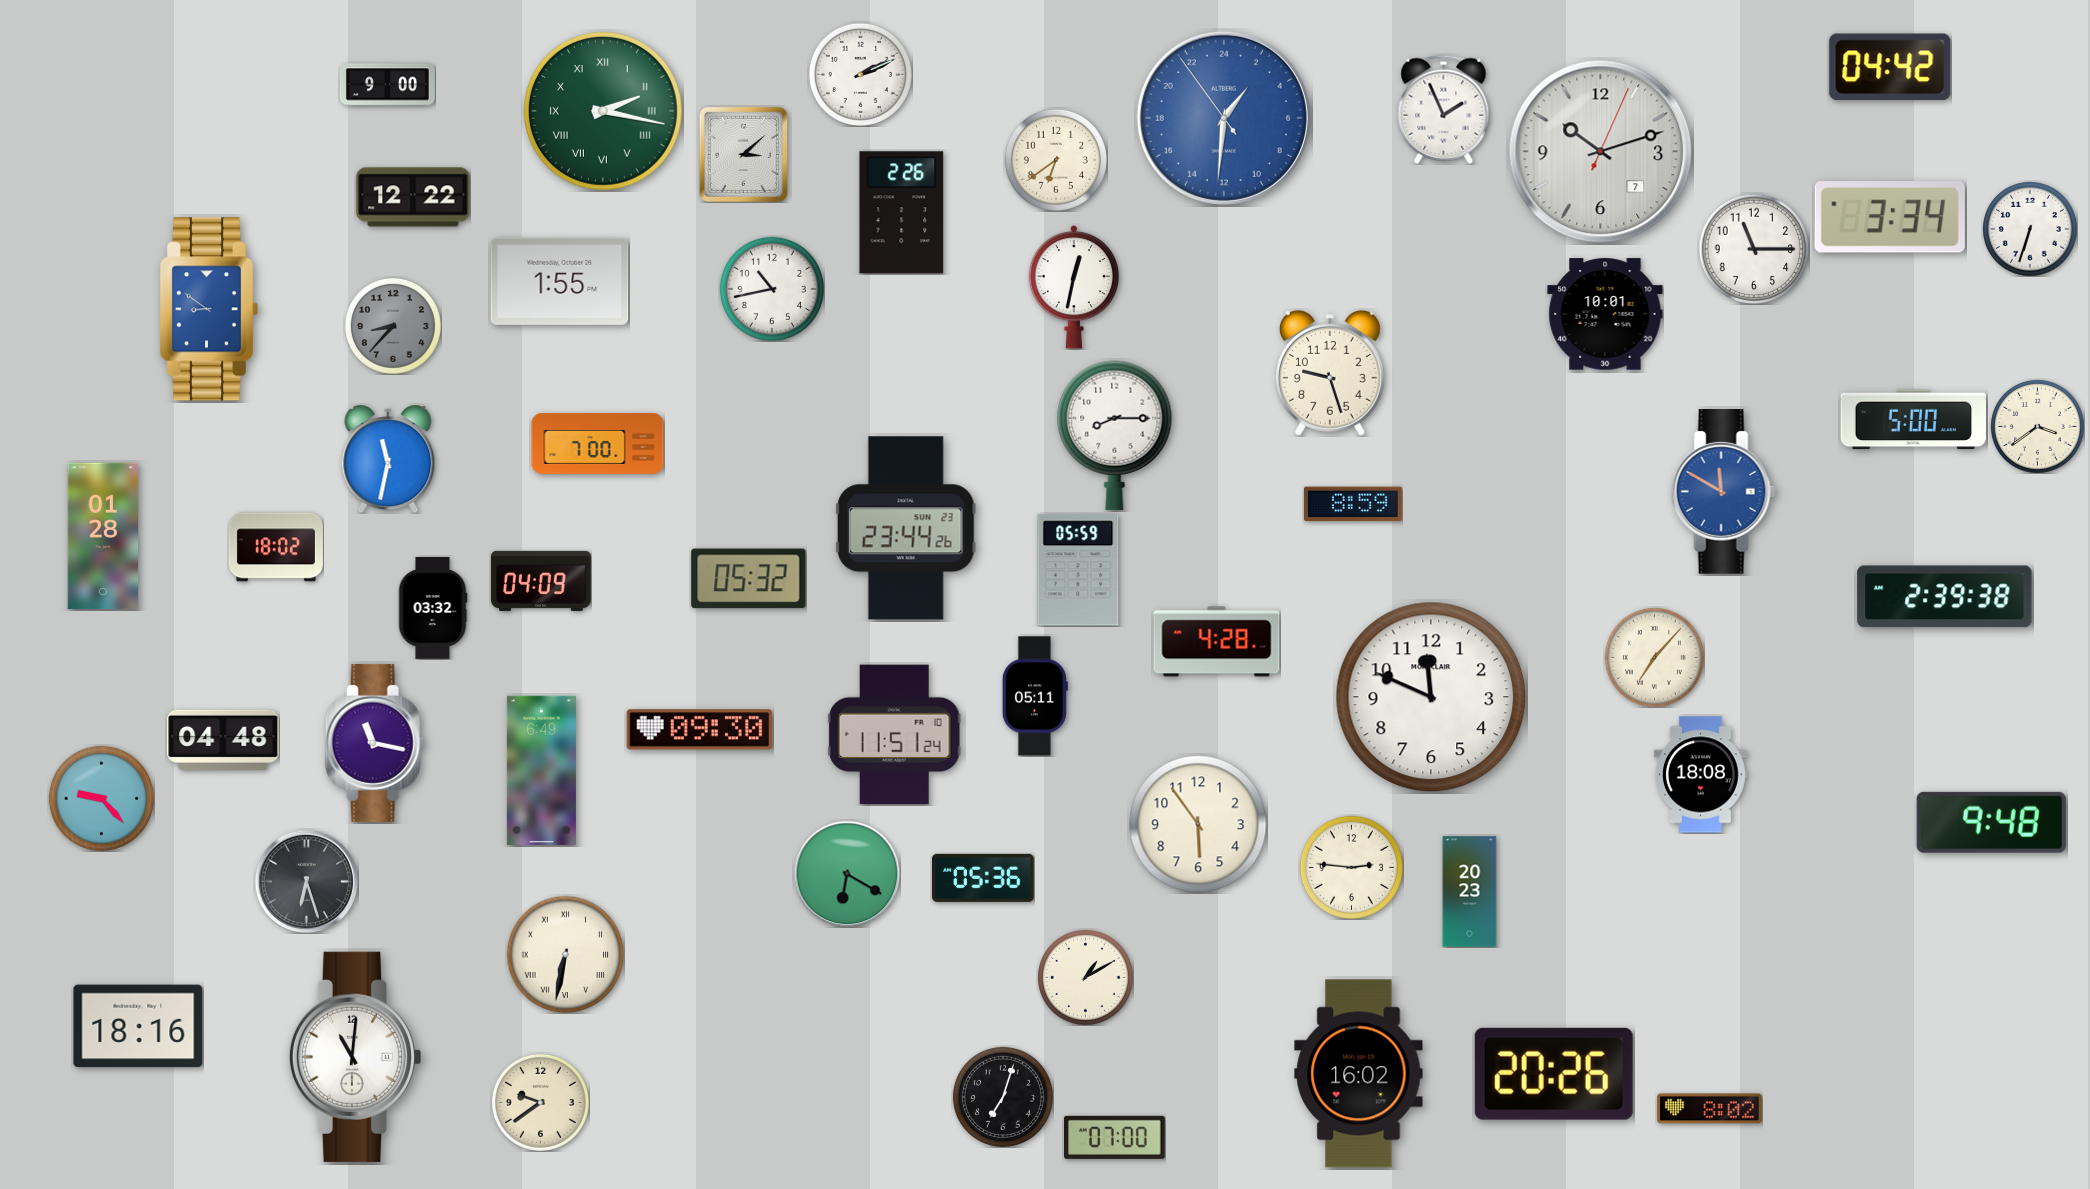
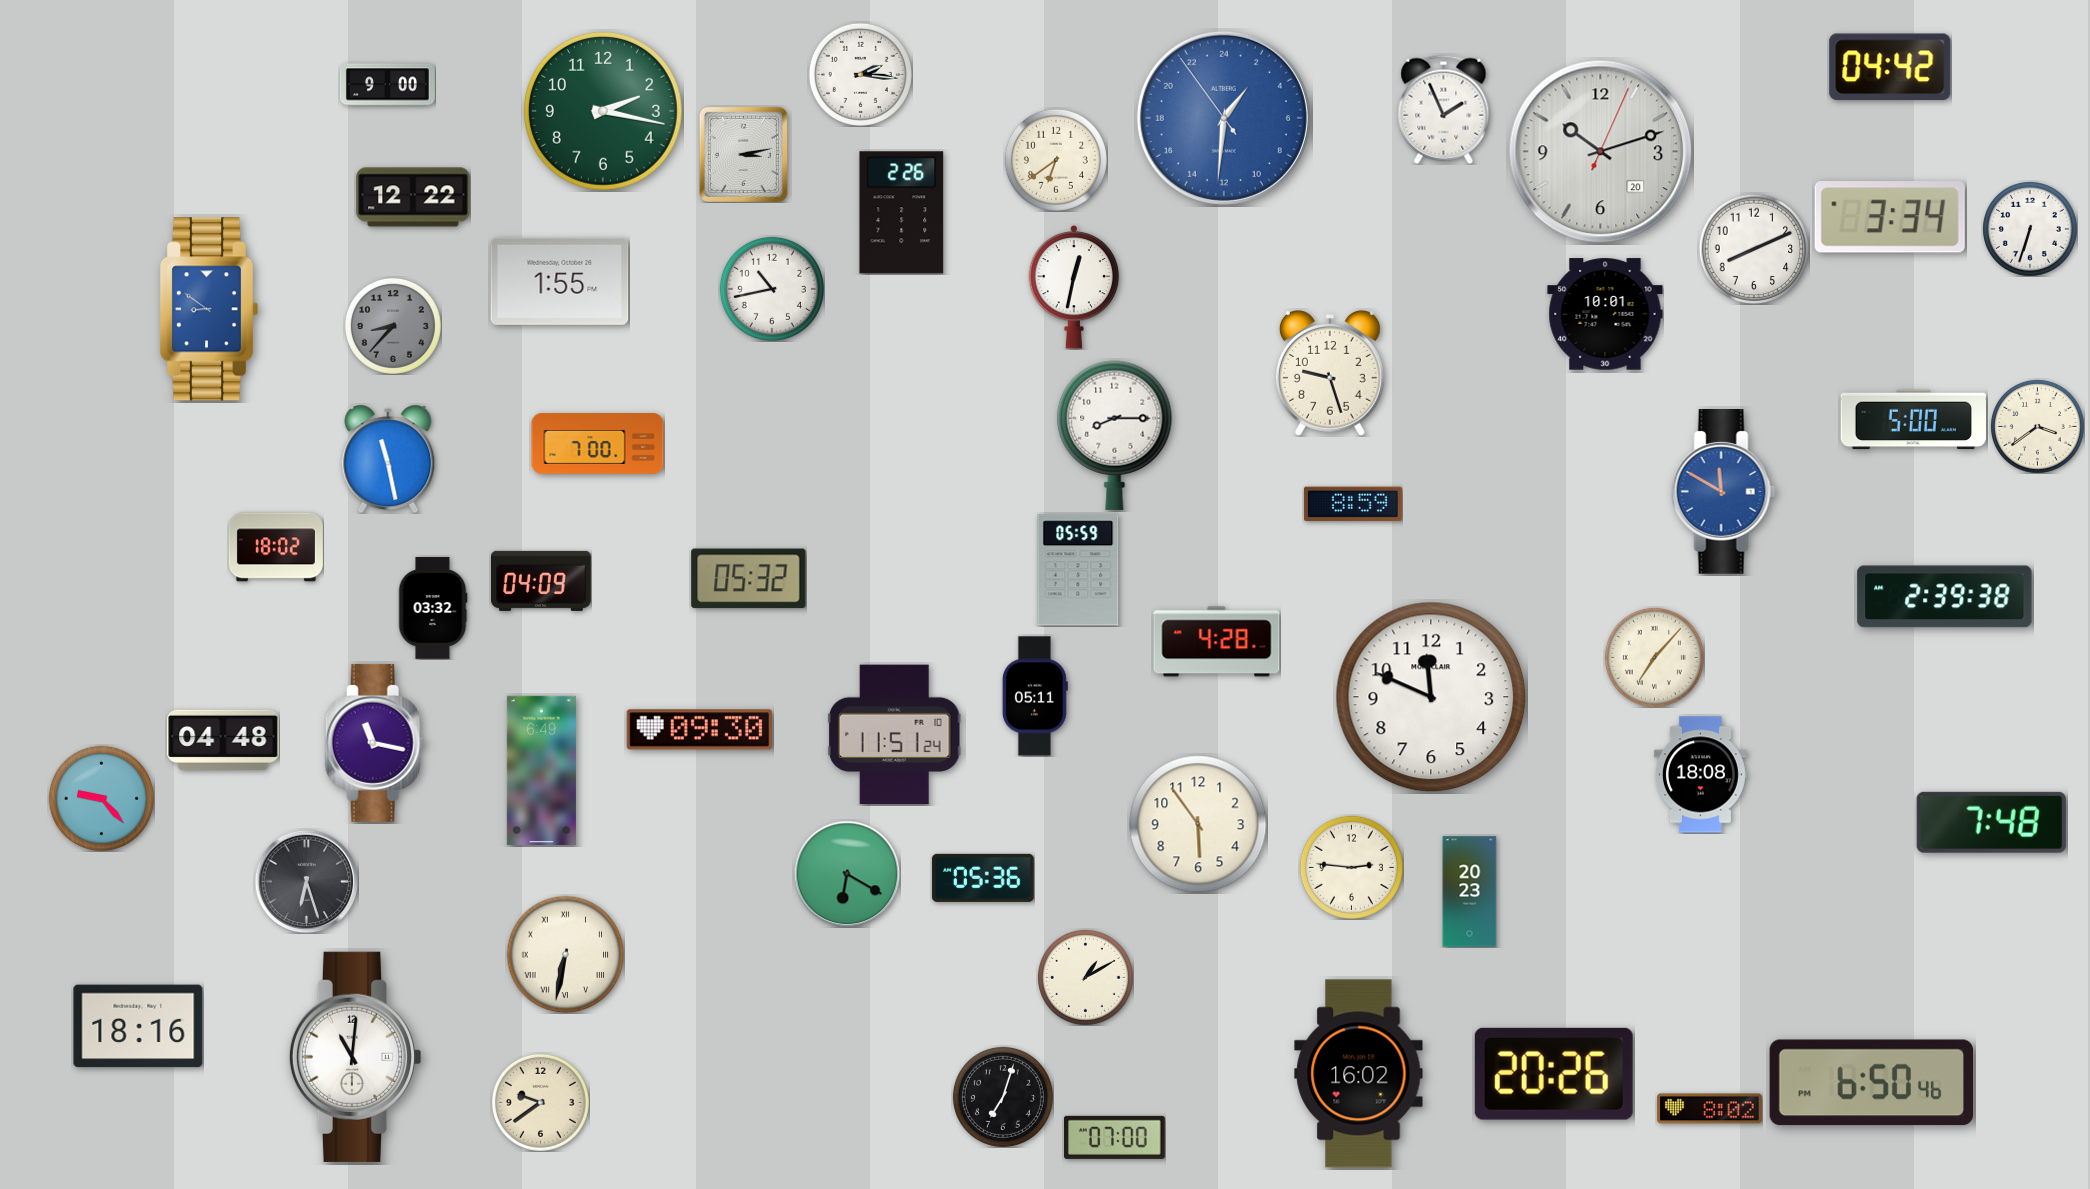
clock at (860, 74): 2:11 -> 2:16
clock at (603, 111) numerals: Roman -> Arabic
clock at (1601, 152) date: 7 -> 20
clock at (743, 154): 3:08 -> 3:13
clock at (1754, 249): 11:15 -> 8:11
clock at (388, 459): 11:32 -> 11:28
clock at (906, 528): 23:44 -> none
clock at (103, 536): 01:28 -> none
clock at (1991, 822): 9:48 -> 7:48
clock at (1872, 1083): none -> 6:50
